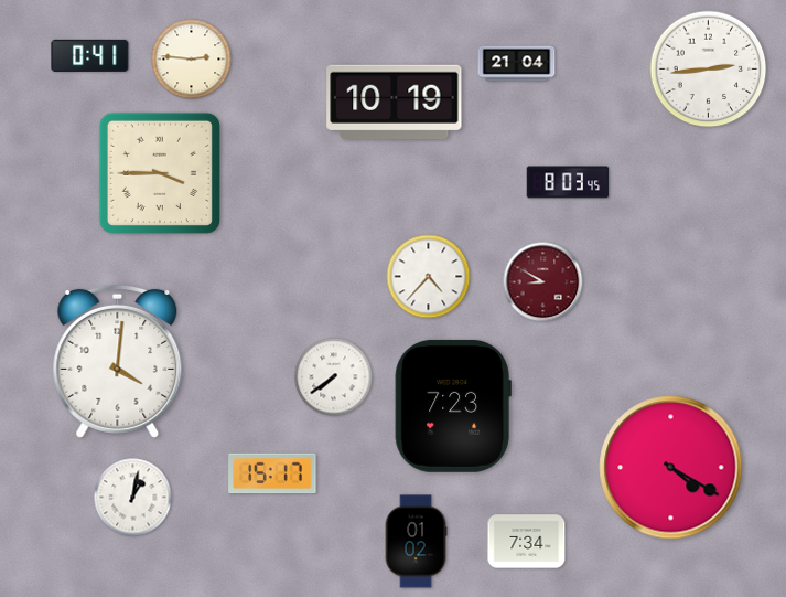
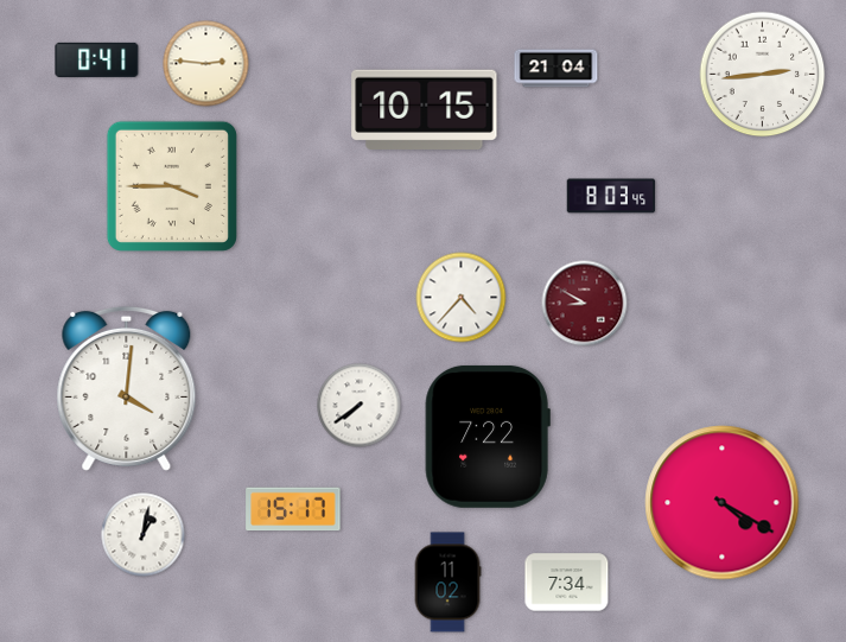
clock at (395, 102): 10:19 -> 10:15
clock at (453, 406): 7:23 -> 7:22
clock at (416, 542): 01:02 -> 11:02
